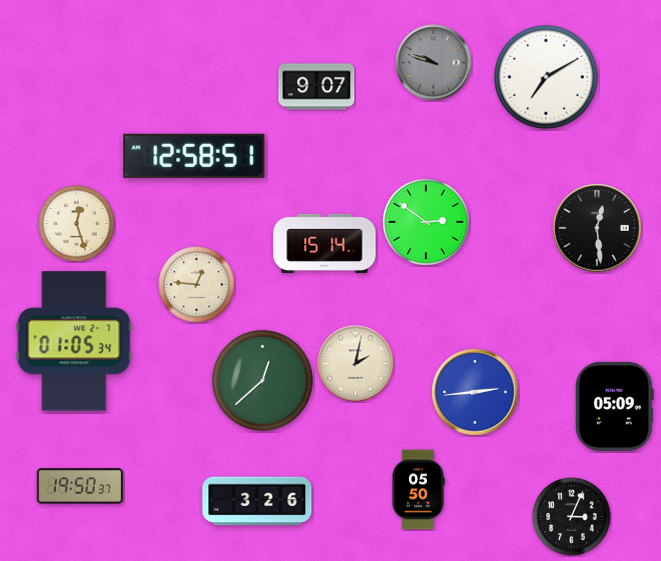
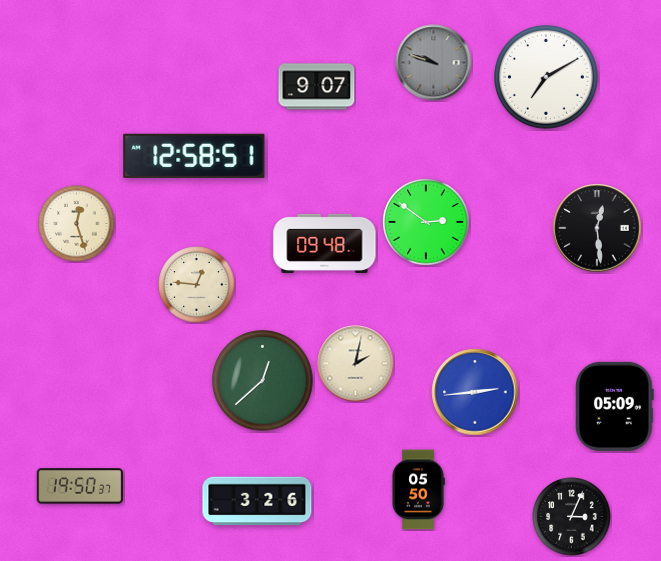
clock at (325, 243): 15:14 -> 09:48
clock at (74, 341): 01:05 -> none
